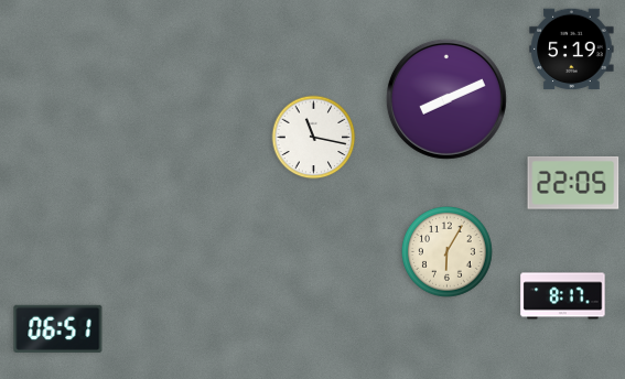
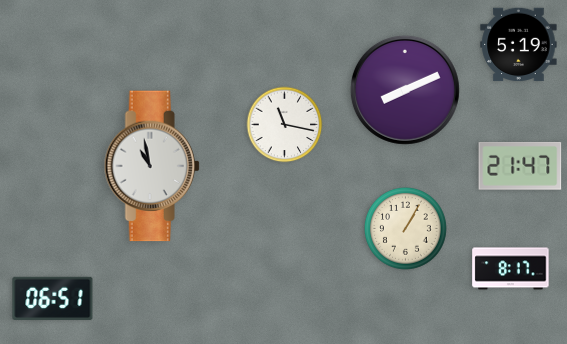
clock at (152, 166): none -> 10:58
clock at (573, 183): 22:05 -> 21:47
clock at (448, 252): 6:05 -> 1:05
